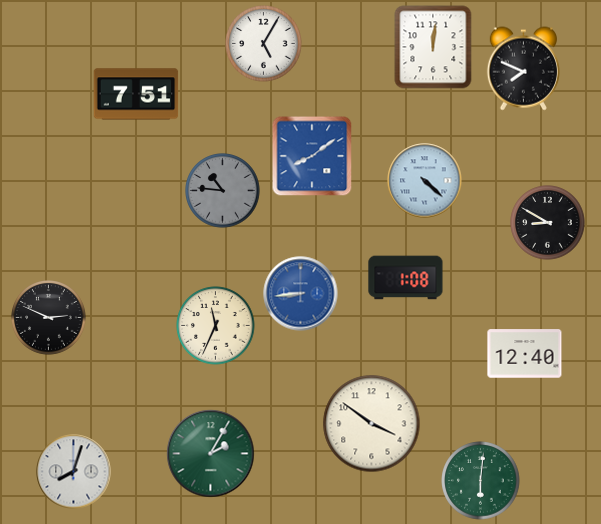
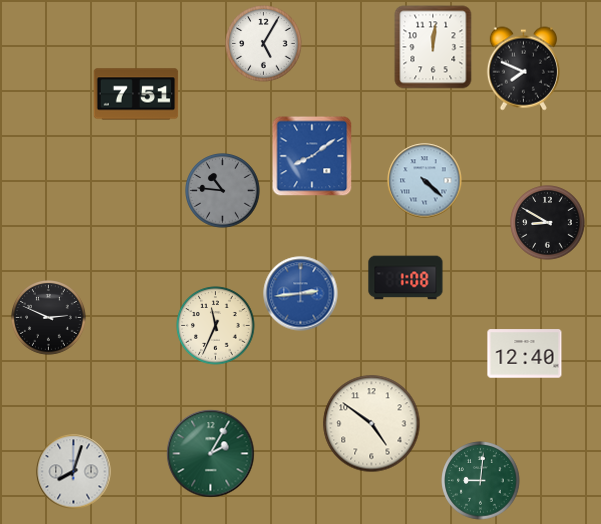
clock at (301, 294): 8:44 -> 2:44
clock at (372, 424): 3:51 -> 4:51
clock at (481, 481): 6:01 -> 9:01
